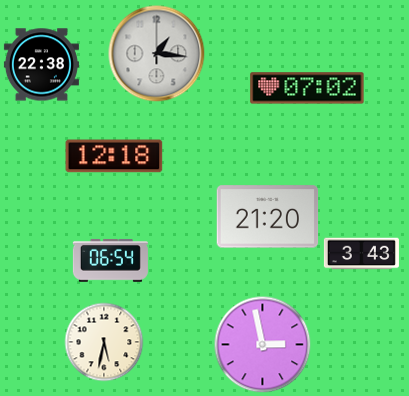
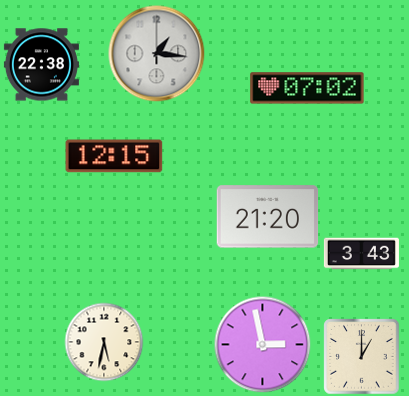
clock at (114, 156): 12:18 -> 12:15
clock at (110, 260): 06:54 -> none
clock at (362, 357): none -> 1:00
